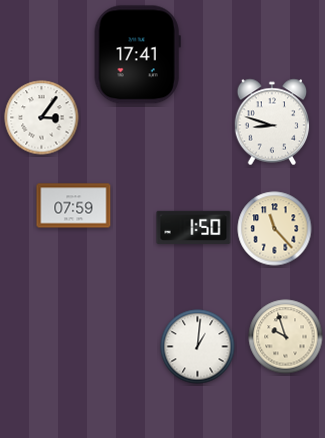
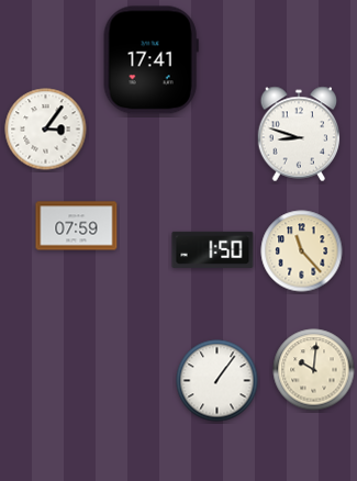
clock at (74, 206) position: (74, 206) -> (77, 226)
clock at (286, 337): 9:57 -> 10:01
clock at (198, 347): 1:01 -> 1:06
